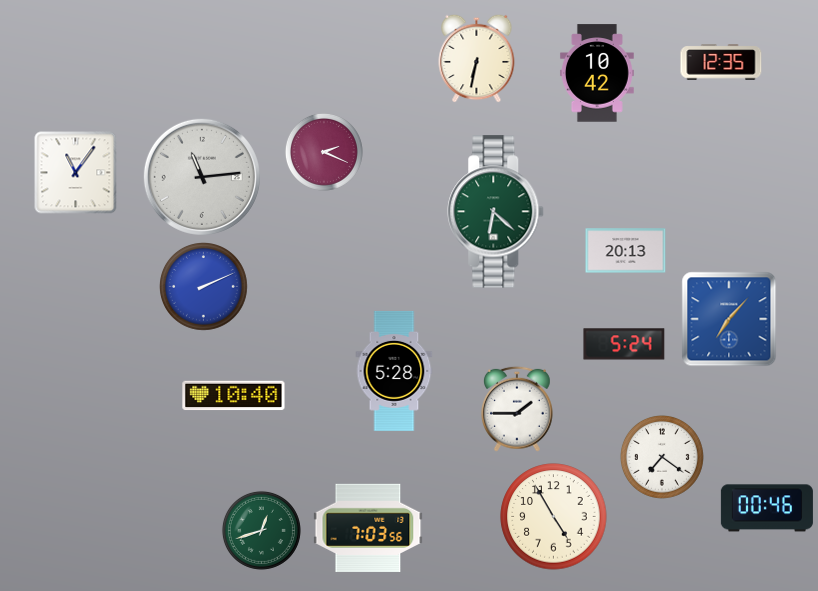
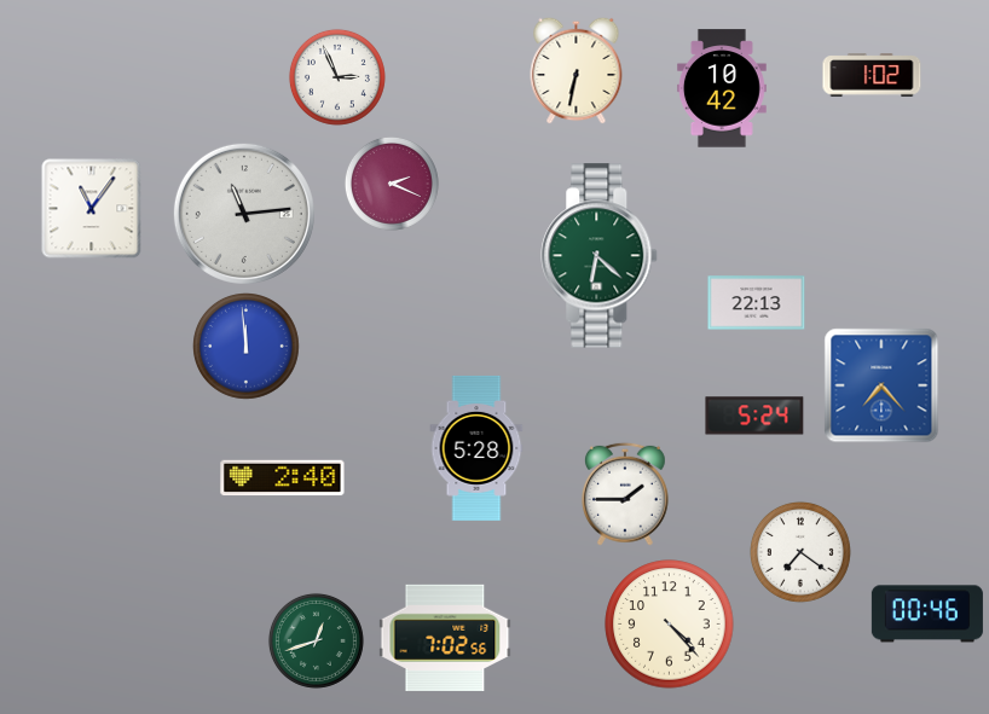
clock at (721, 62): 12:35 -> 1:02
clock at (337, 77): none -> 2:56
clock at (626, 251): 20:13 -> 22:13
clock at (204, 287): 2:11 -> 11:59
clock at (729, 319): 7:07 -> 7:23
clock at (234, 396): 10:40 -> 2:40
clock at (554, 517): 4:55 -> 4:23
clock at (368, 527): 7:03 -> 7:02
